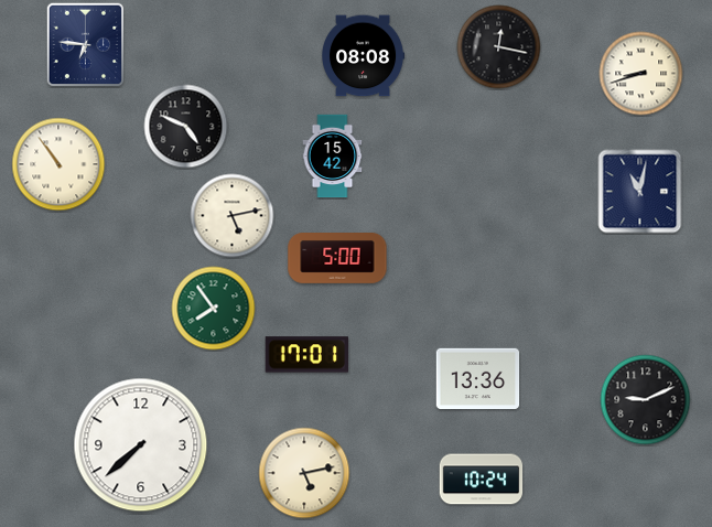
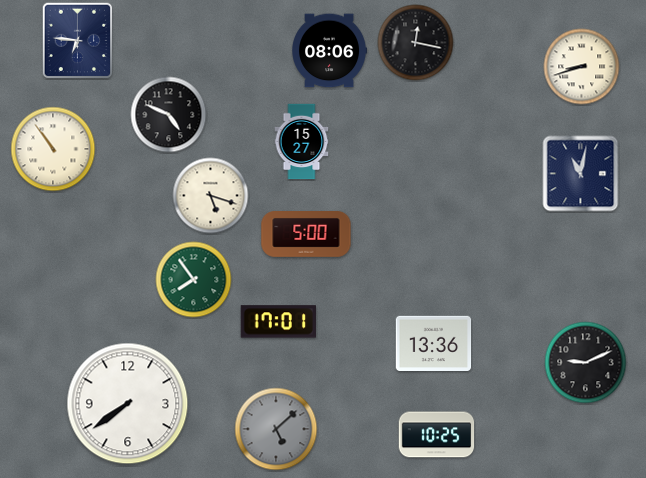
clock at (499, 47) position: (499, 47) -> (416, 43)
clock at (364, 56): 08:08 -> 08:06
clock at (333, 157): 15:42 -> 15:27
clock at (233, 216): 5:13 -> 5:18
clock at (141, 445): 7:38 -> 7:39
clock at (304, 473): 5:13 -> 5:08
clock at (304, 473) dial: cream -> grey
clock at (482, 480): 10:24 -> 10:25
